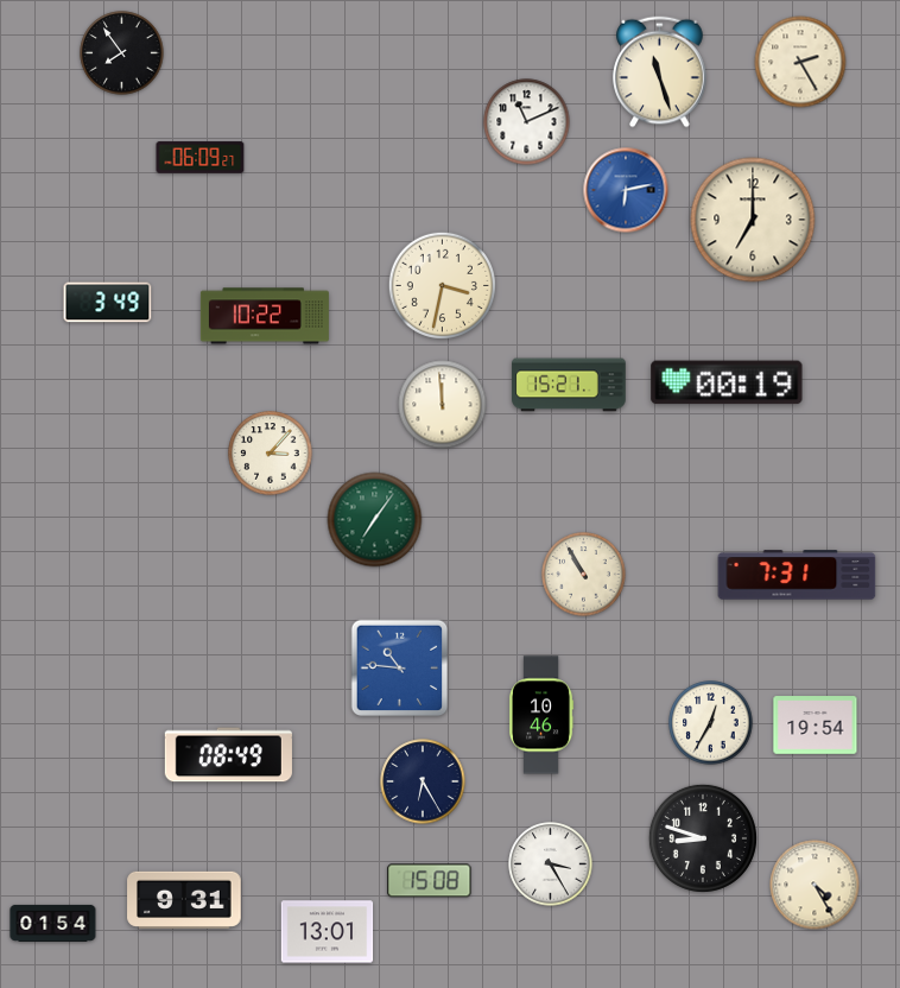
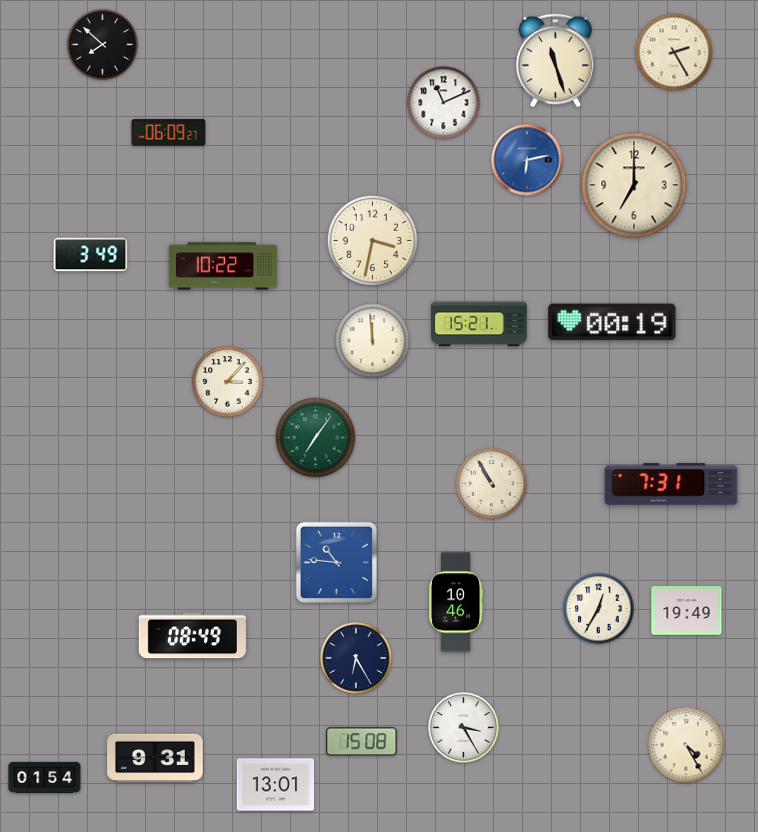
clock at (122, 53): 7:54 -> 7:52
clock at (816, 726): 19:54 -> 19:49
clock at (703, 838): 8:48 -> none
